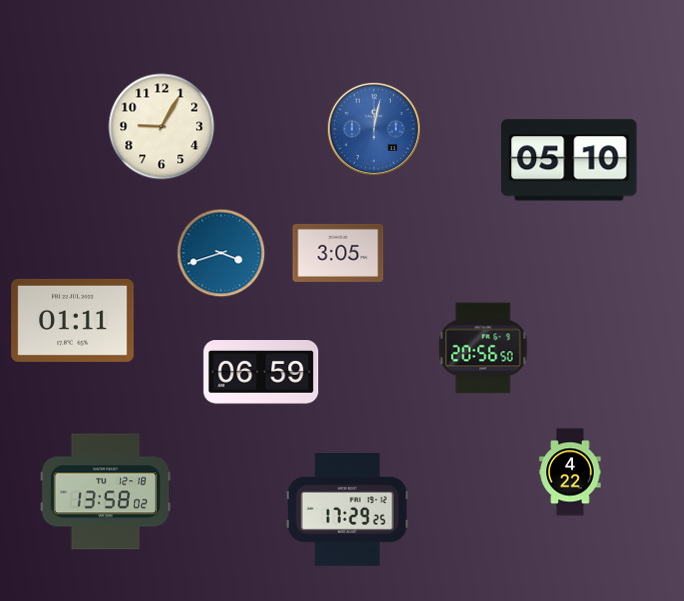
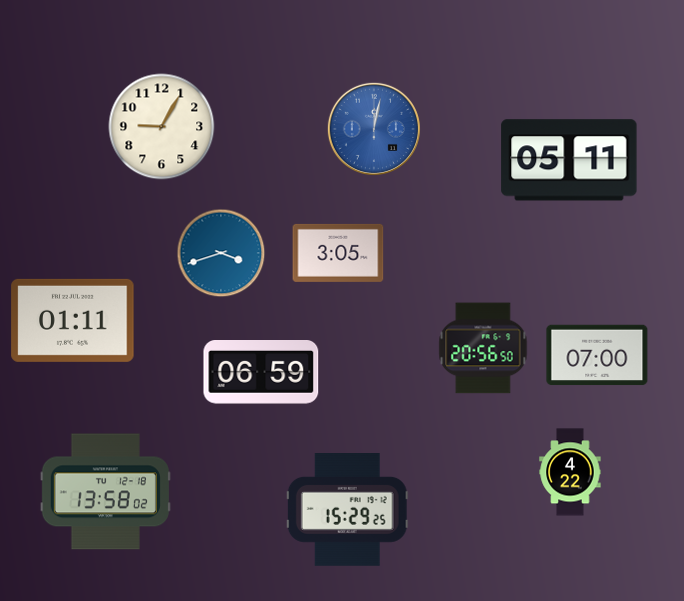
clock at (569, 160): 05:10 -> 05:11
clock at (597, 355): none -> 07:00
clock at (347, 510): 17:29 -> 15:29
